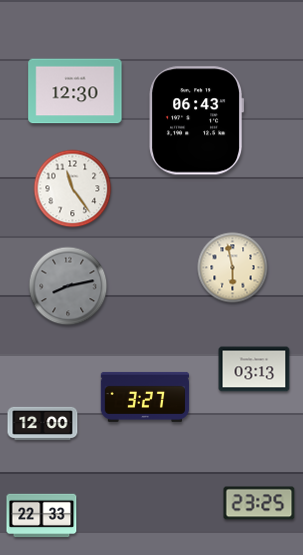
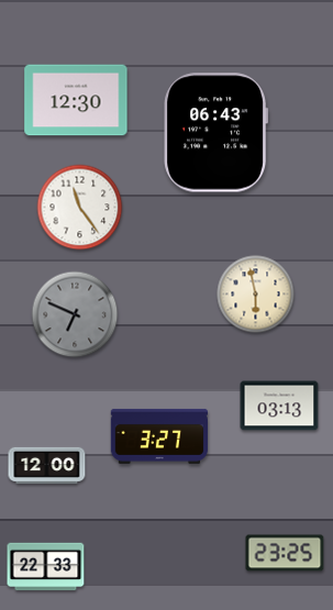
clock at (75, 91) position: (75, 91) -> (76, 100)
clock at (68, 286): 8:13 -> 6:49
